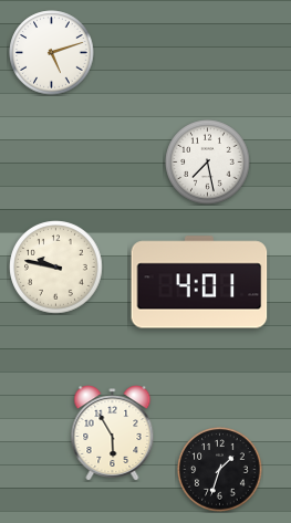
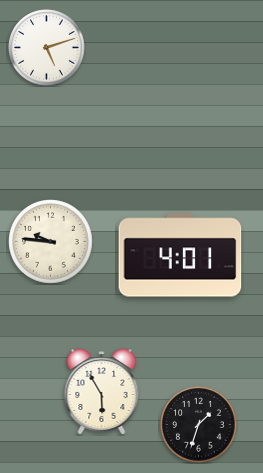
clock at (208, 163): 7:28 -> none
clock at (56, 268): 9:47 -> 9:46
